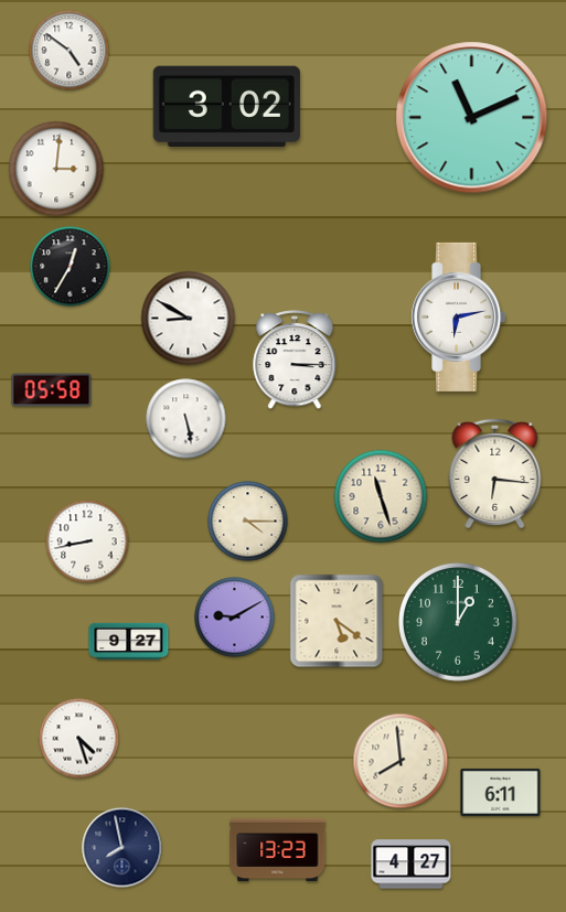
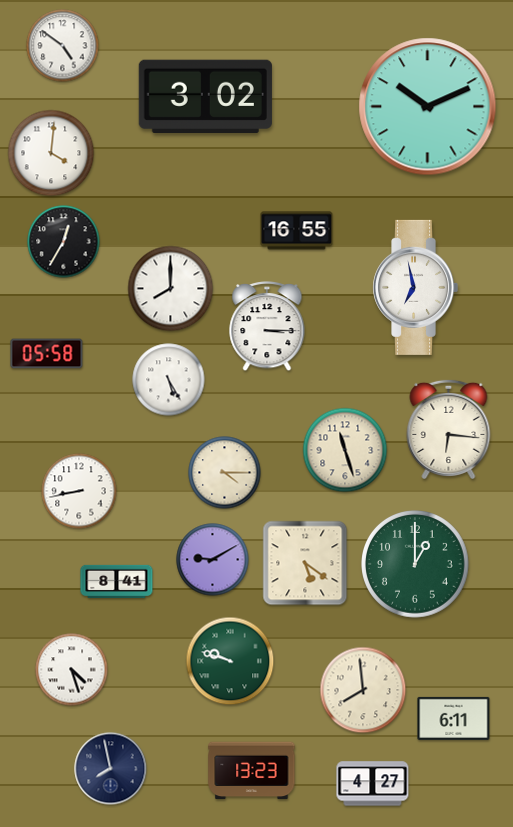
clock at (472, 118): 11:11 -> 10:11
clock at (56, 169): 3:01 -> 4:01
clock at (297, 231): none -> 16:55
clock at (459, 316): 6:13 -> 6:58
clock at (189, 319): 8:50 -> 8:00
clock at (186, 419): 5:28 -> 5:25
clock at (129, 641): 9:27 -> 8:41
clock at (230, 661): none -> 9:48
